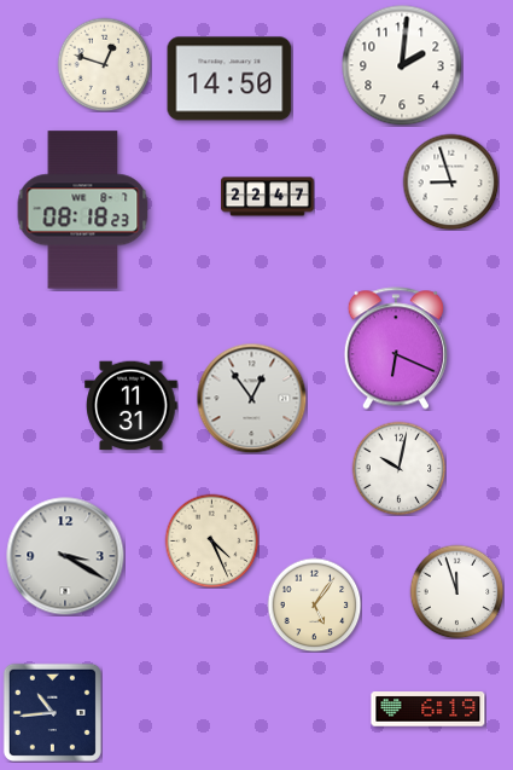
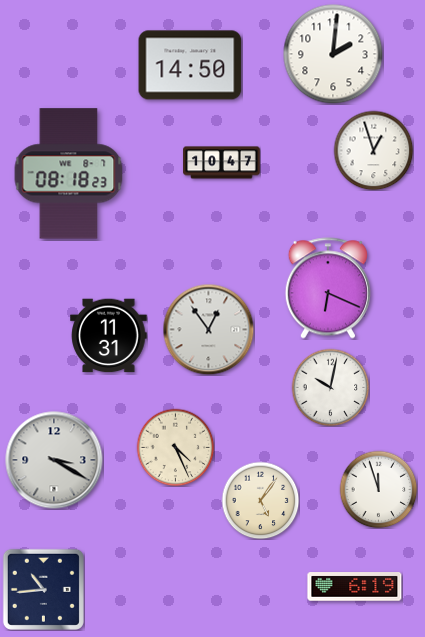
clock at (104, 64): 12:48 -> none
clock at (450, 181): 8:57 -> 12:57
clock at (268, 197): 22:47 -> 10:47
